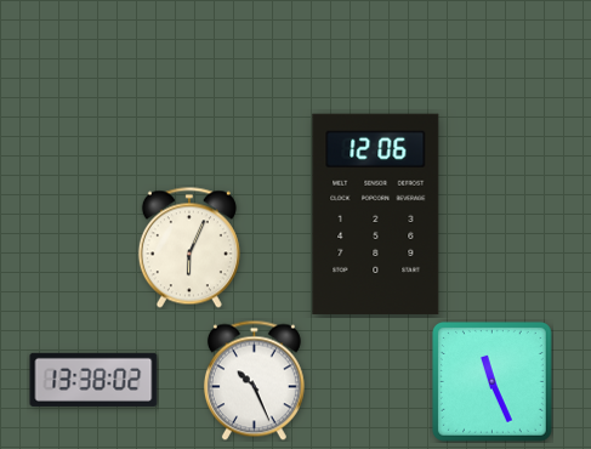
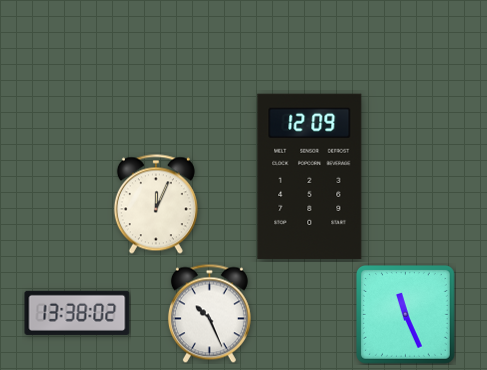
clock at (376, 214): 12:06 -> 12:09
clock at (189, 248): 6:04 -> 12:04
